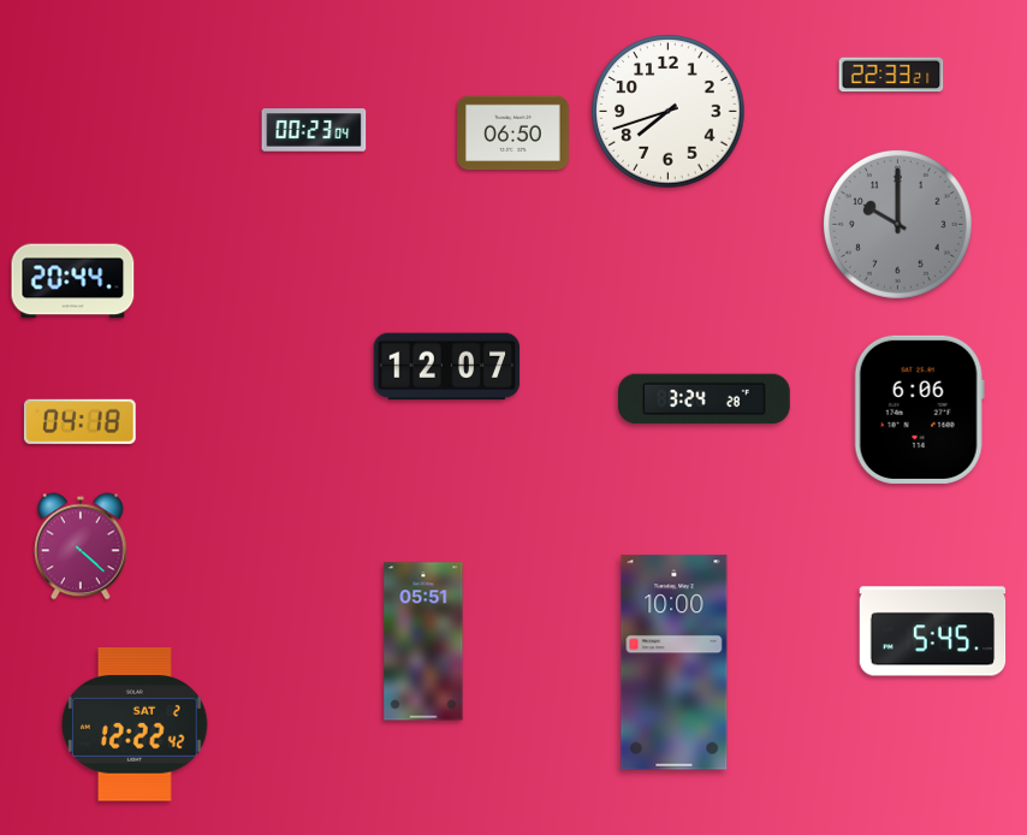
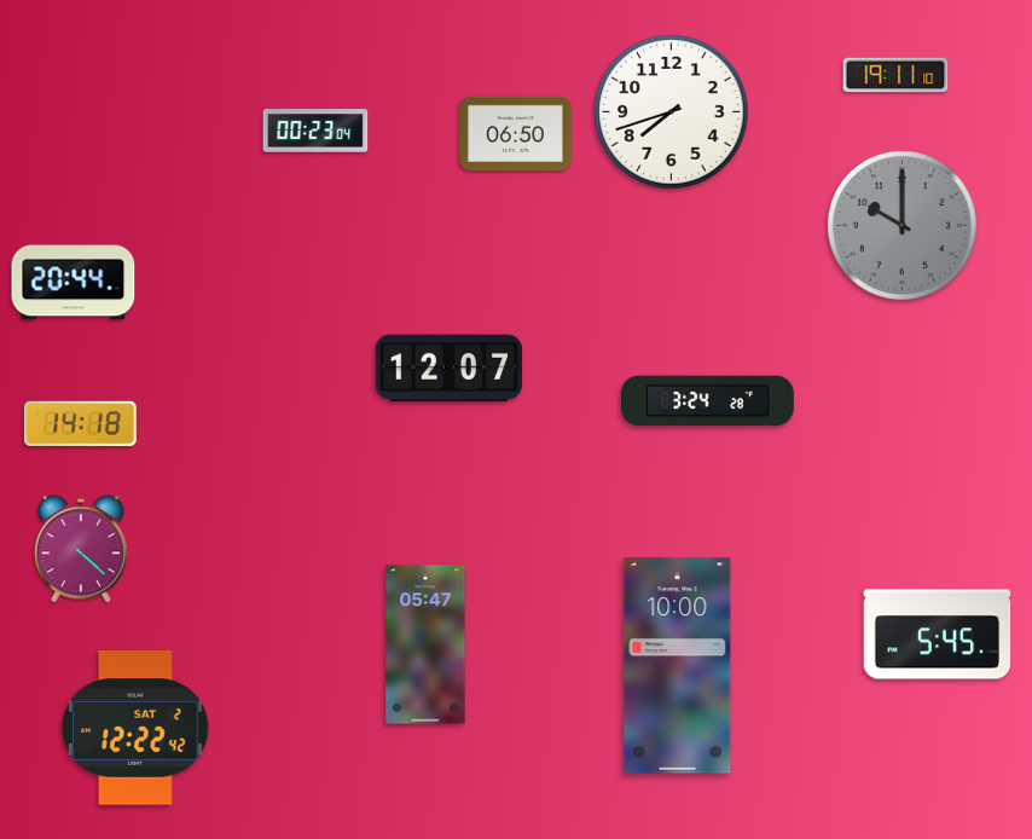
clock at (891, 75): 22:33 -> 19:11
clock at (919, 409): 6:06 -> none
clock at (79, 421): 04:18 -> 14:18
clock at (423, 641): 05:51 -> 05:47
